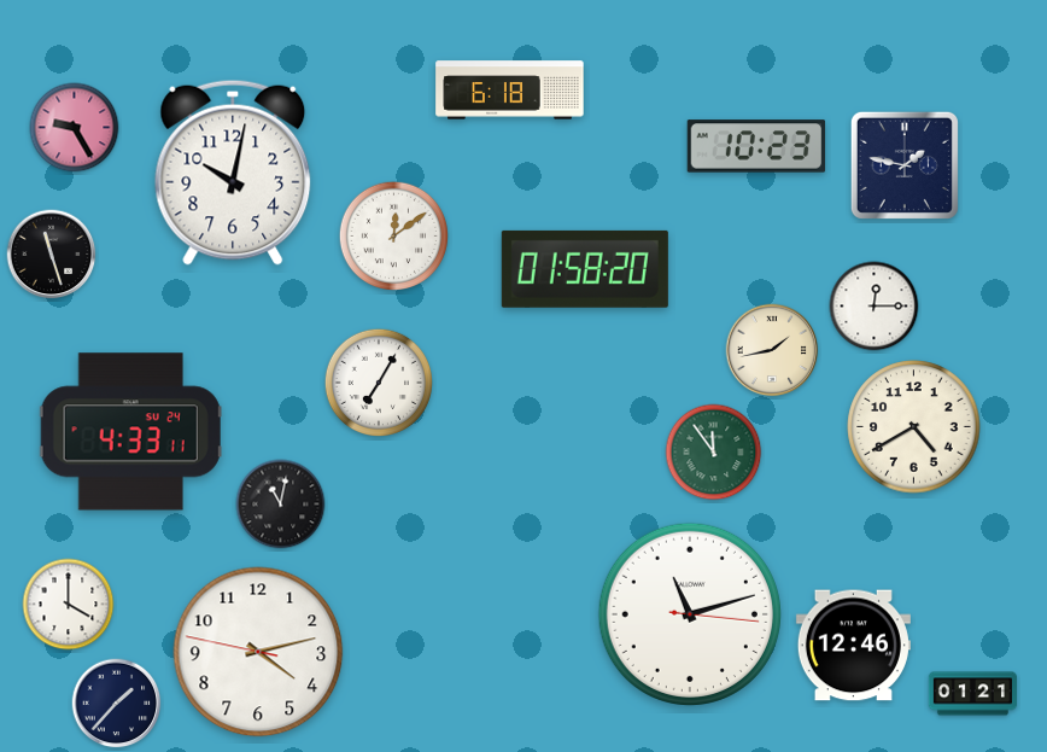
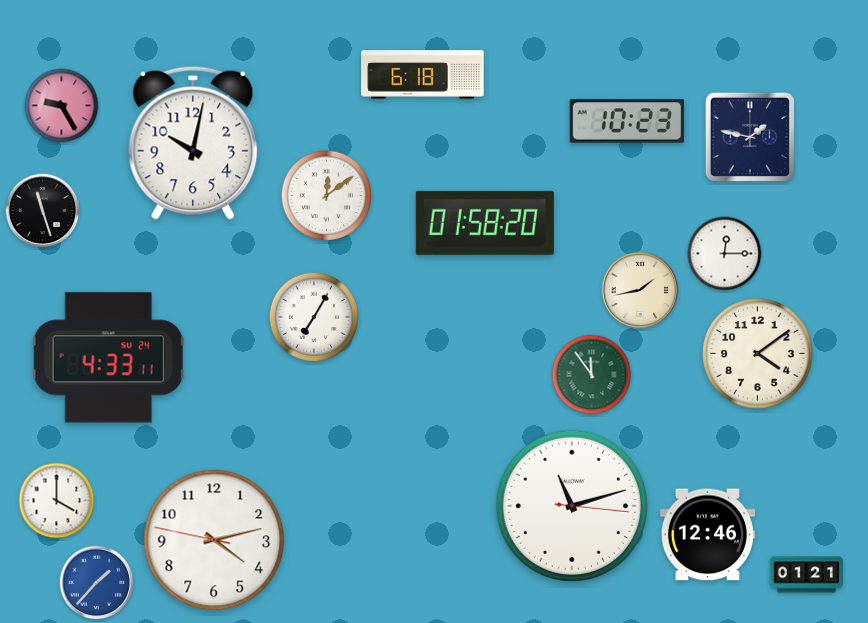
clock at (914, 427): 4:40 -> 4:09
clock at (281, 505): 11:02 -> none
clock at (690, 614) position: (690, 614) -> (572, 506)
clock at (117, 704) dial: navy -> blue
